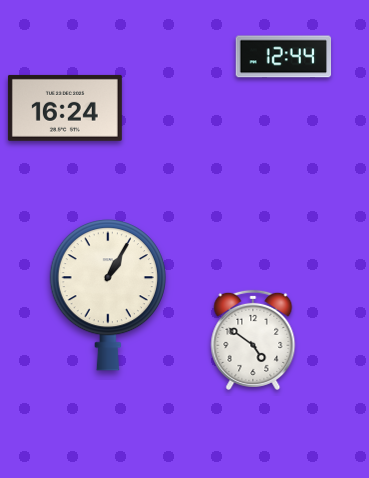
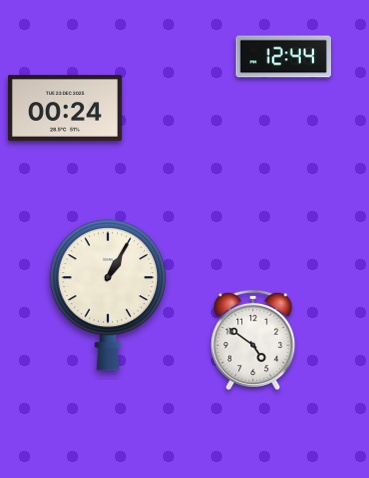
clock at (65, 108): 16:24 -> 00:24
